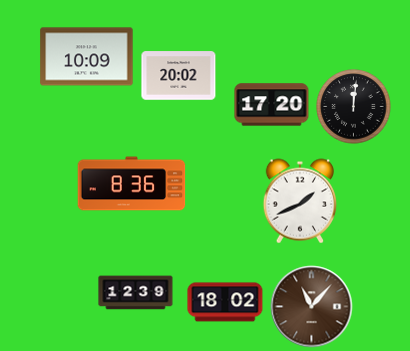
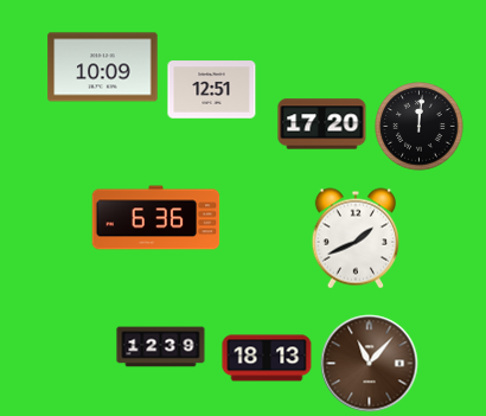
clock at (179, 76): 20:02 -> 12:51
clock at (132, 184): 8:36 -> 6:36
clock at (225, 302): 18:02 -> 18:13
